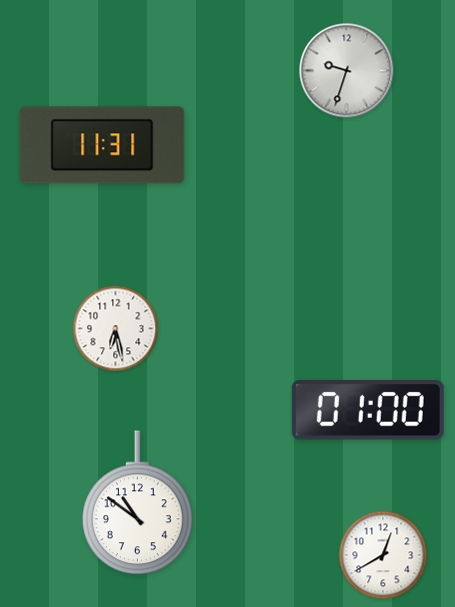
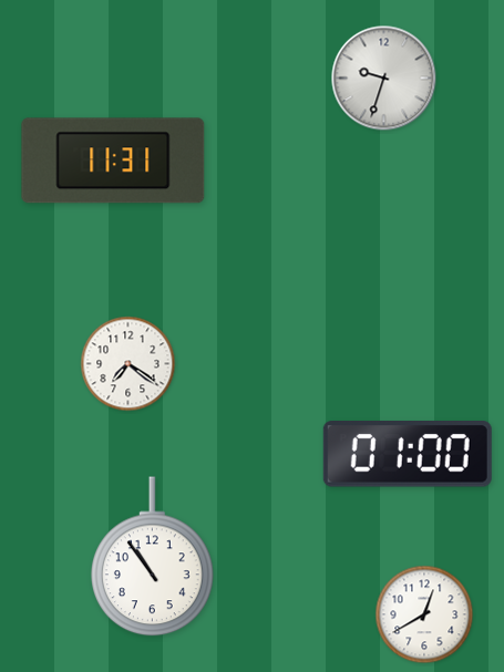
clock at (116, 329): 6:28 -> 7:21
clock at (138, 503): 10:51 -> 10:54
